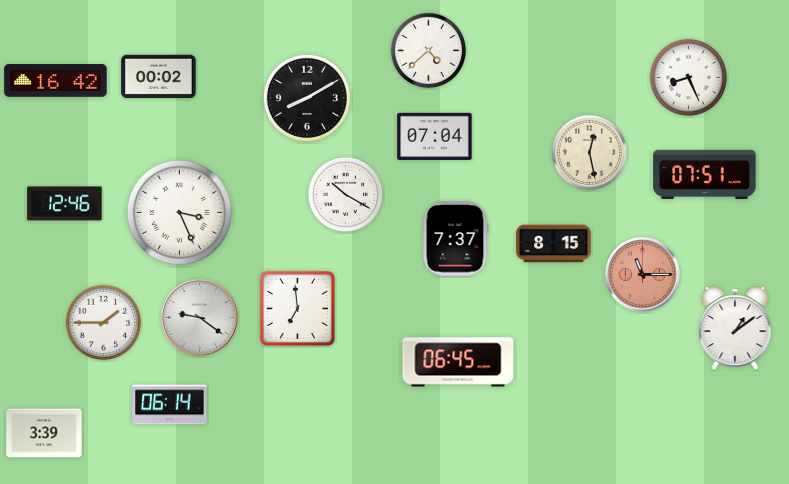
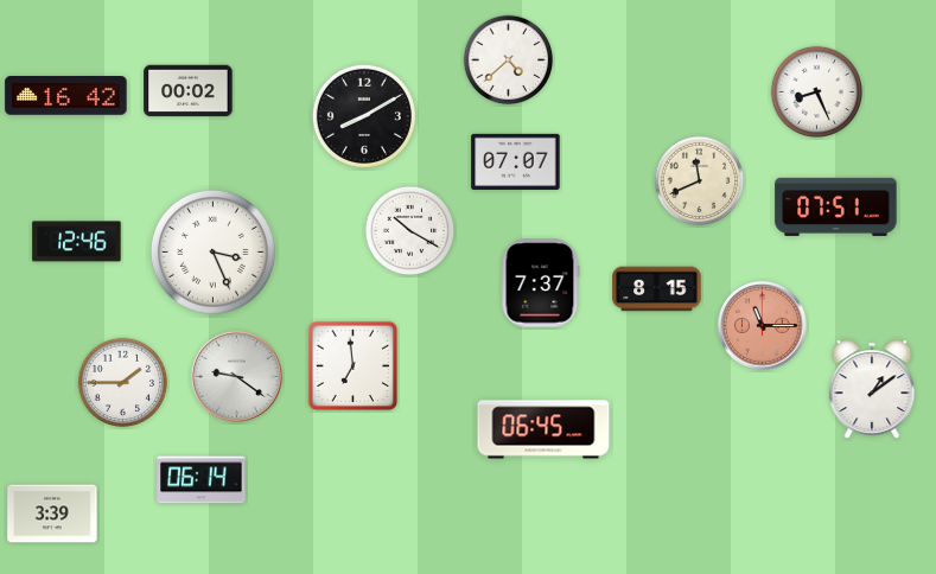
clock at (435, 136): 07:04 -> 07:07
clock at (590, 153): 12:28 -> 11:41
